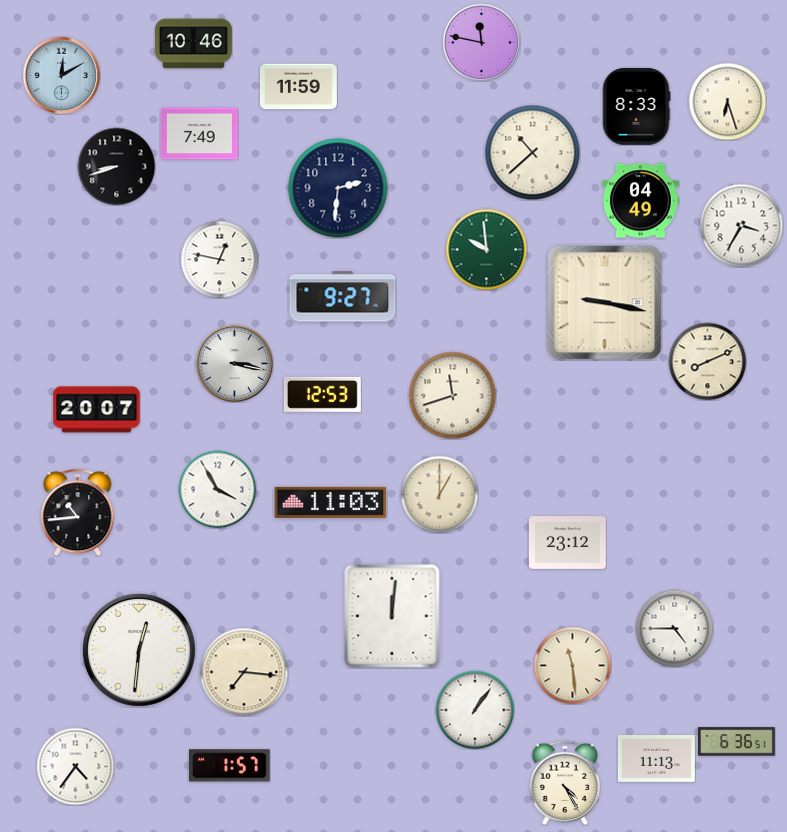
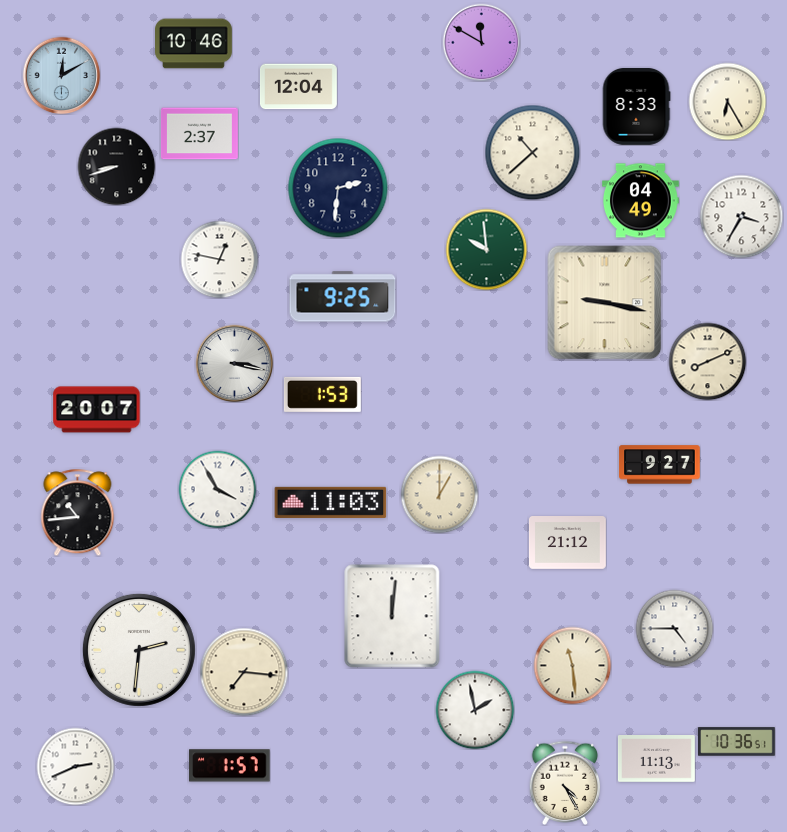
clock at (481, 42): 11:47 -> 11:50
clock at (299, 87): 11:59 -> 12:04
clock at (727, 101): 6:27 -> 6:25
clock at (199, 134): 7:49 -> 2:37
clock at (741, 225) position: (741, 225) -> (741, 216)
clock at (343, 297): 9:27 -> 9:25
clock at (322, 394): 12:53 -> 1:53
clock at (452, 395): 11:42 -> none
clock at (660, 465): none -> 9:27
clock at (568, 543): 23:12 -> 21:12
clock at (139, 650): 12:31 -> 2:31
clock at (475, 710): 1:06 -> 1:58
clock at (737, 742): 6:36 -> 10:36
clock at (75, 766): 4:36 -> 2:41
